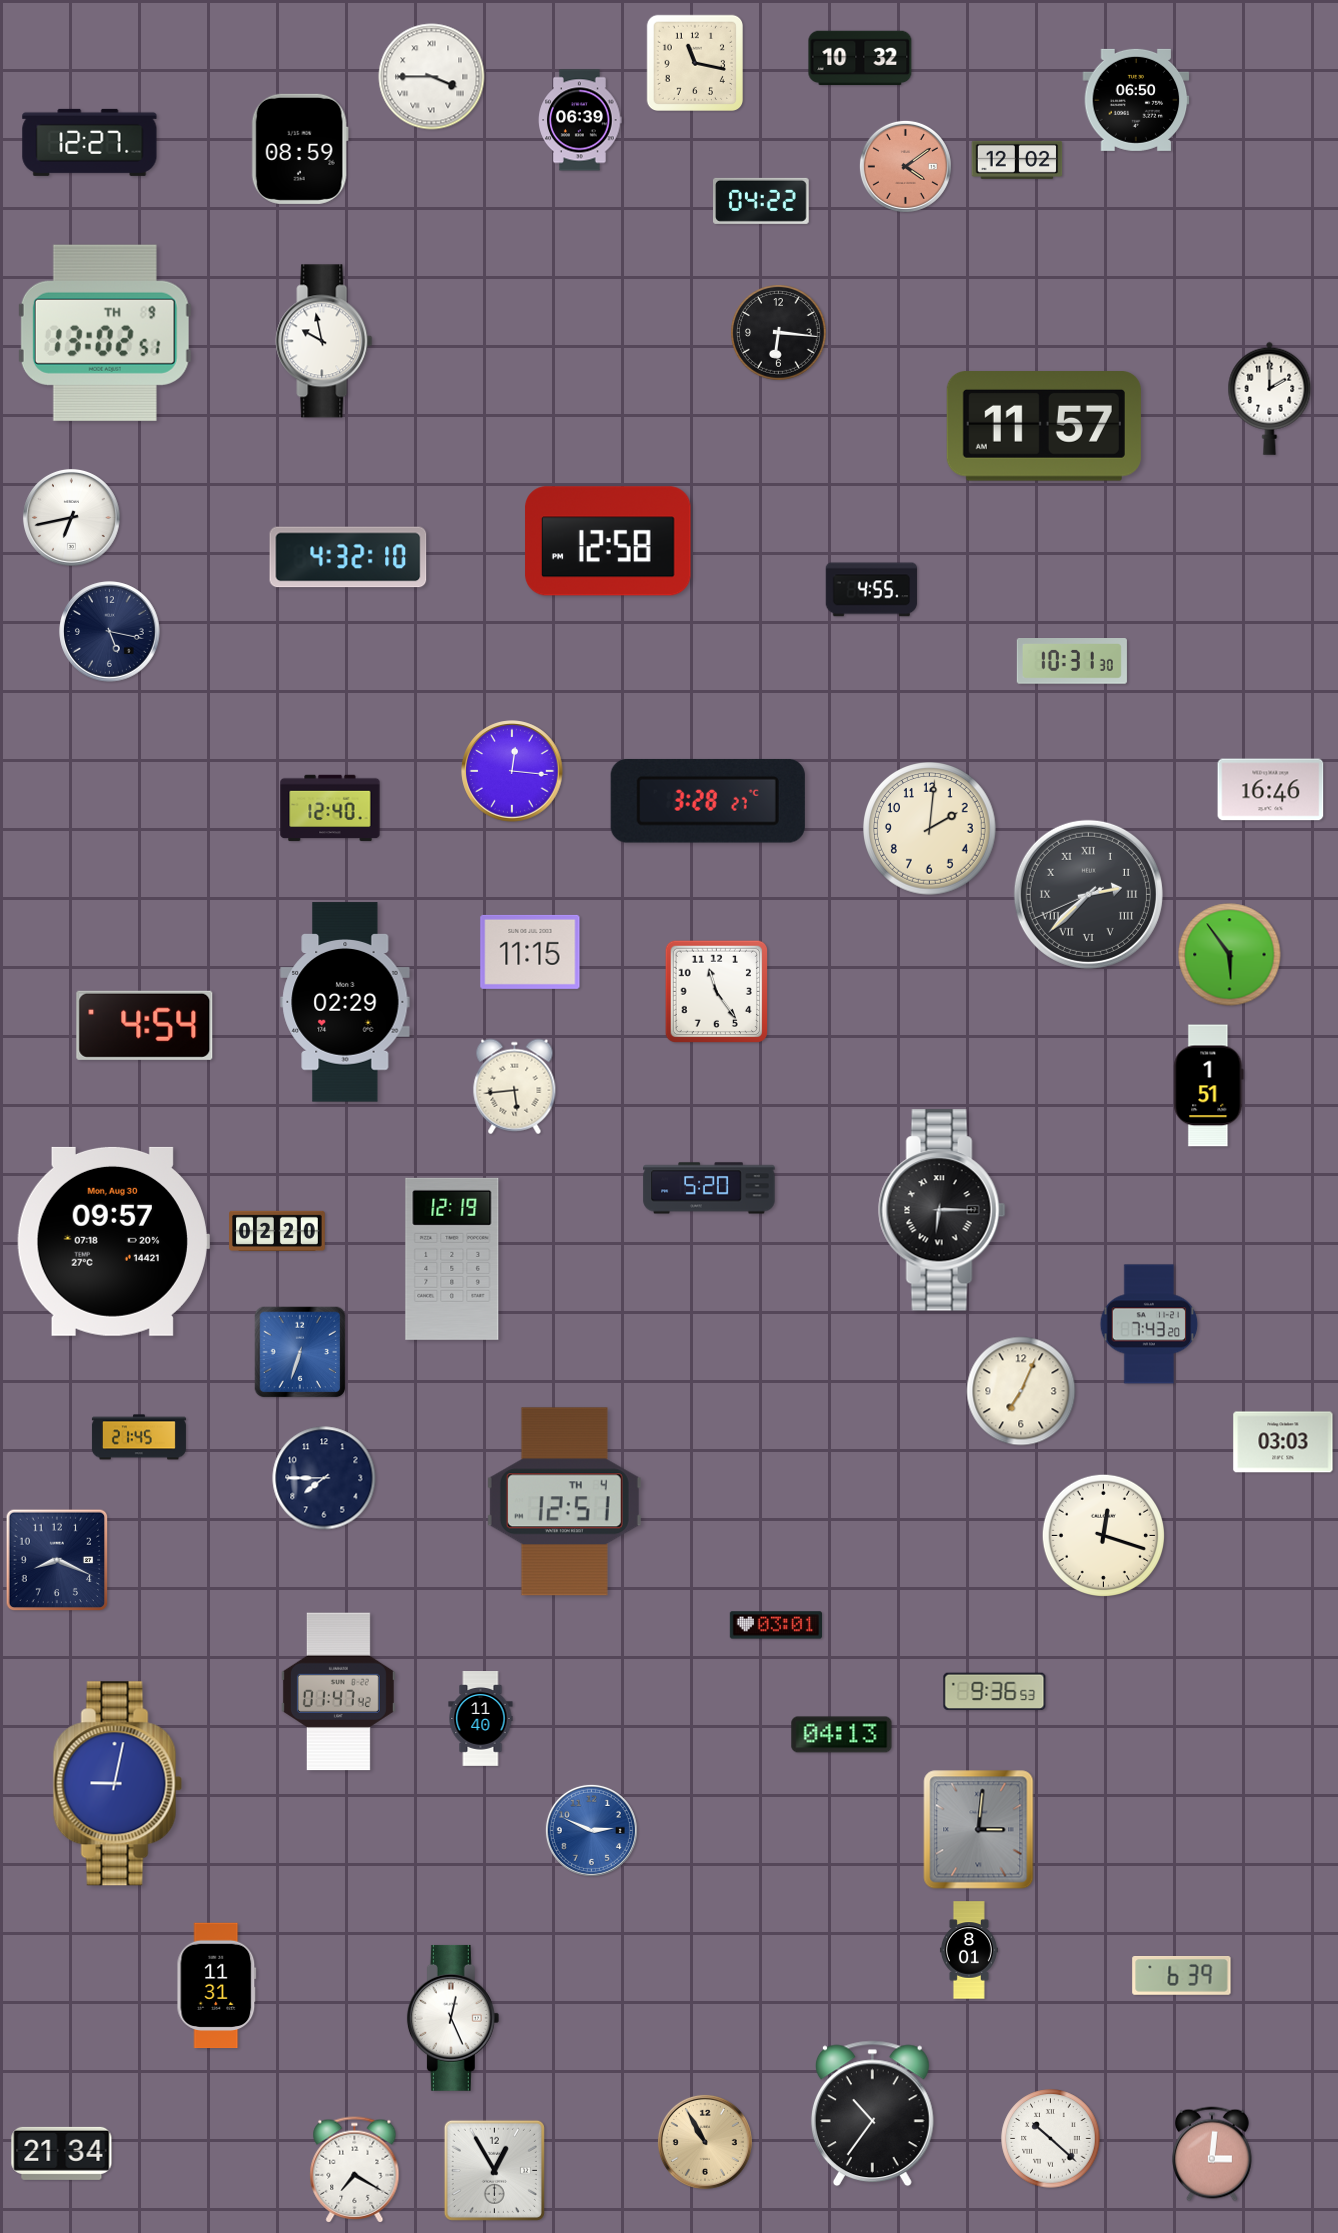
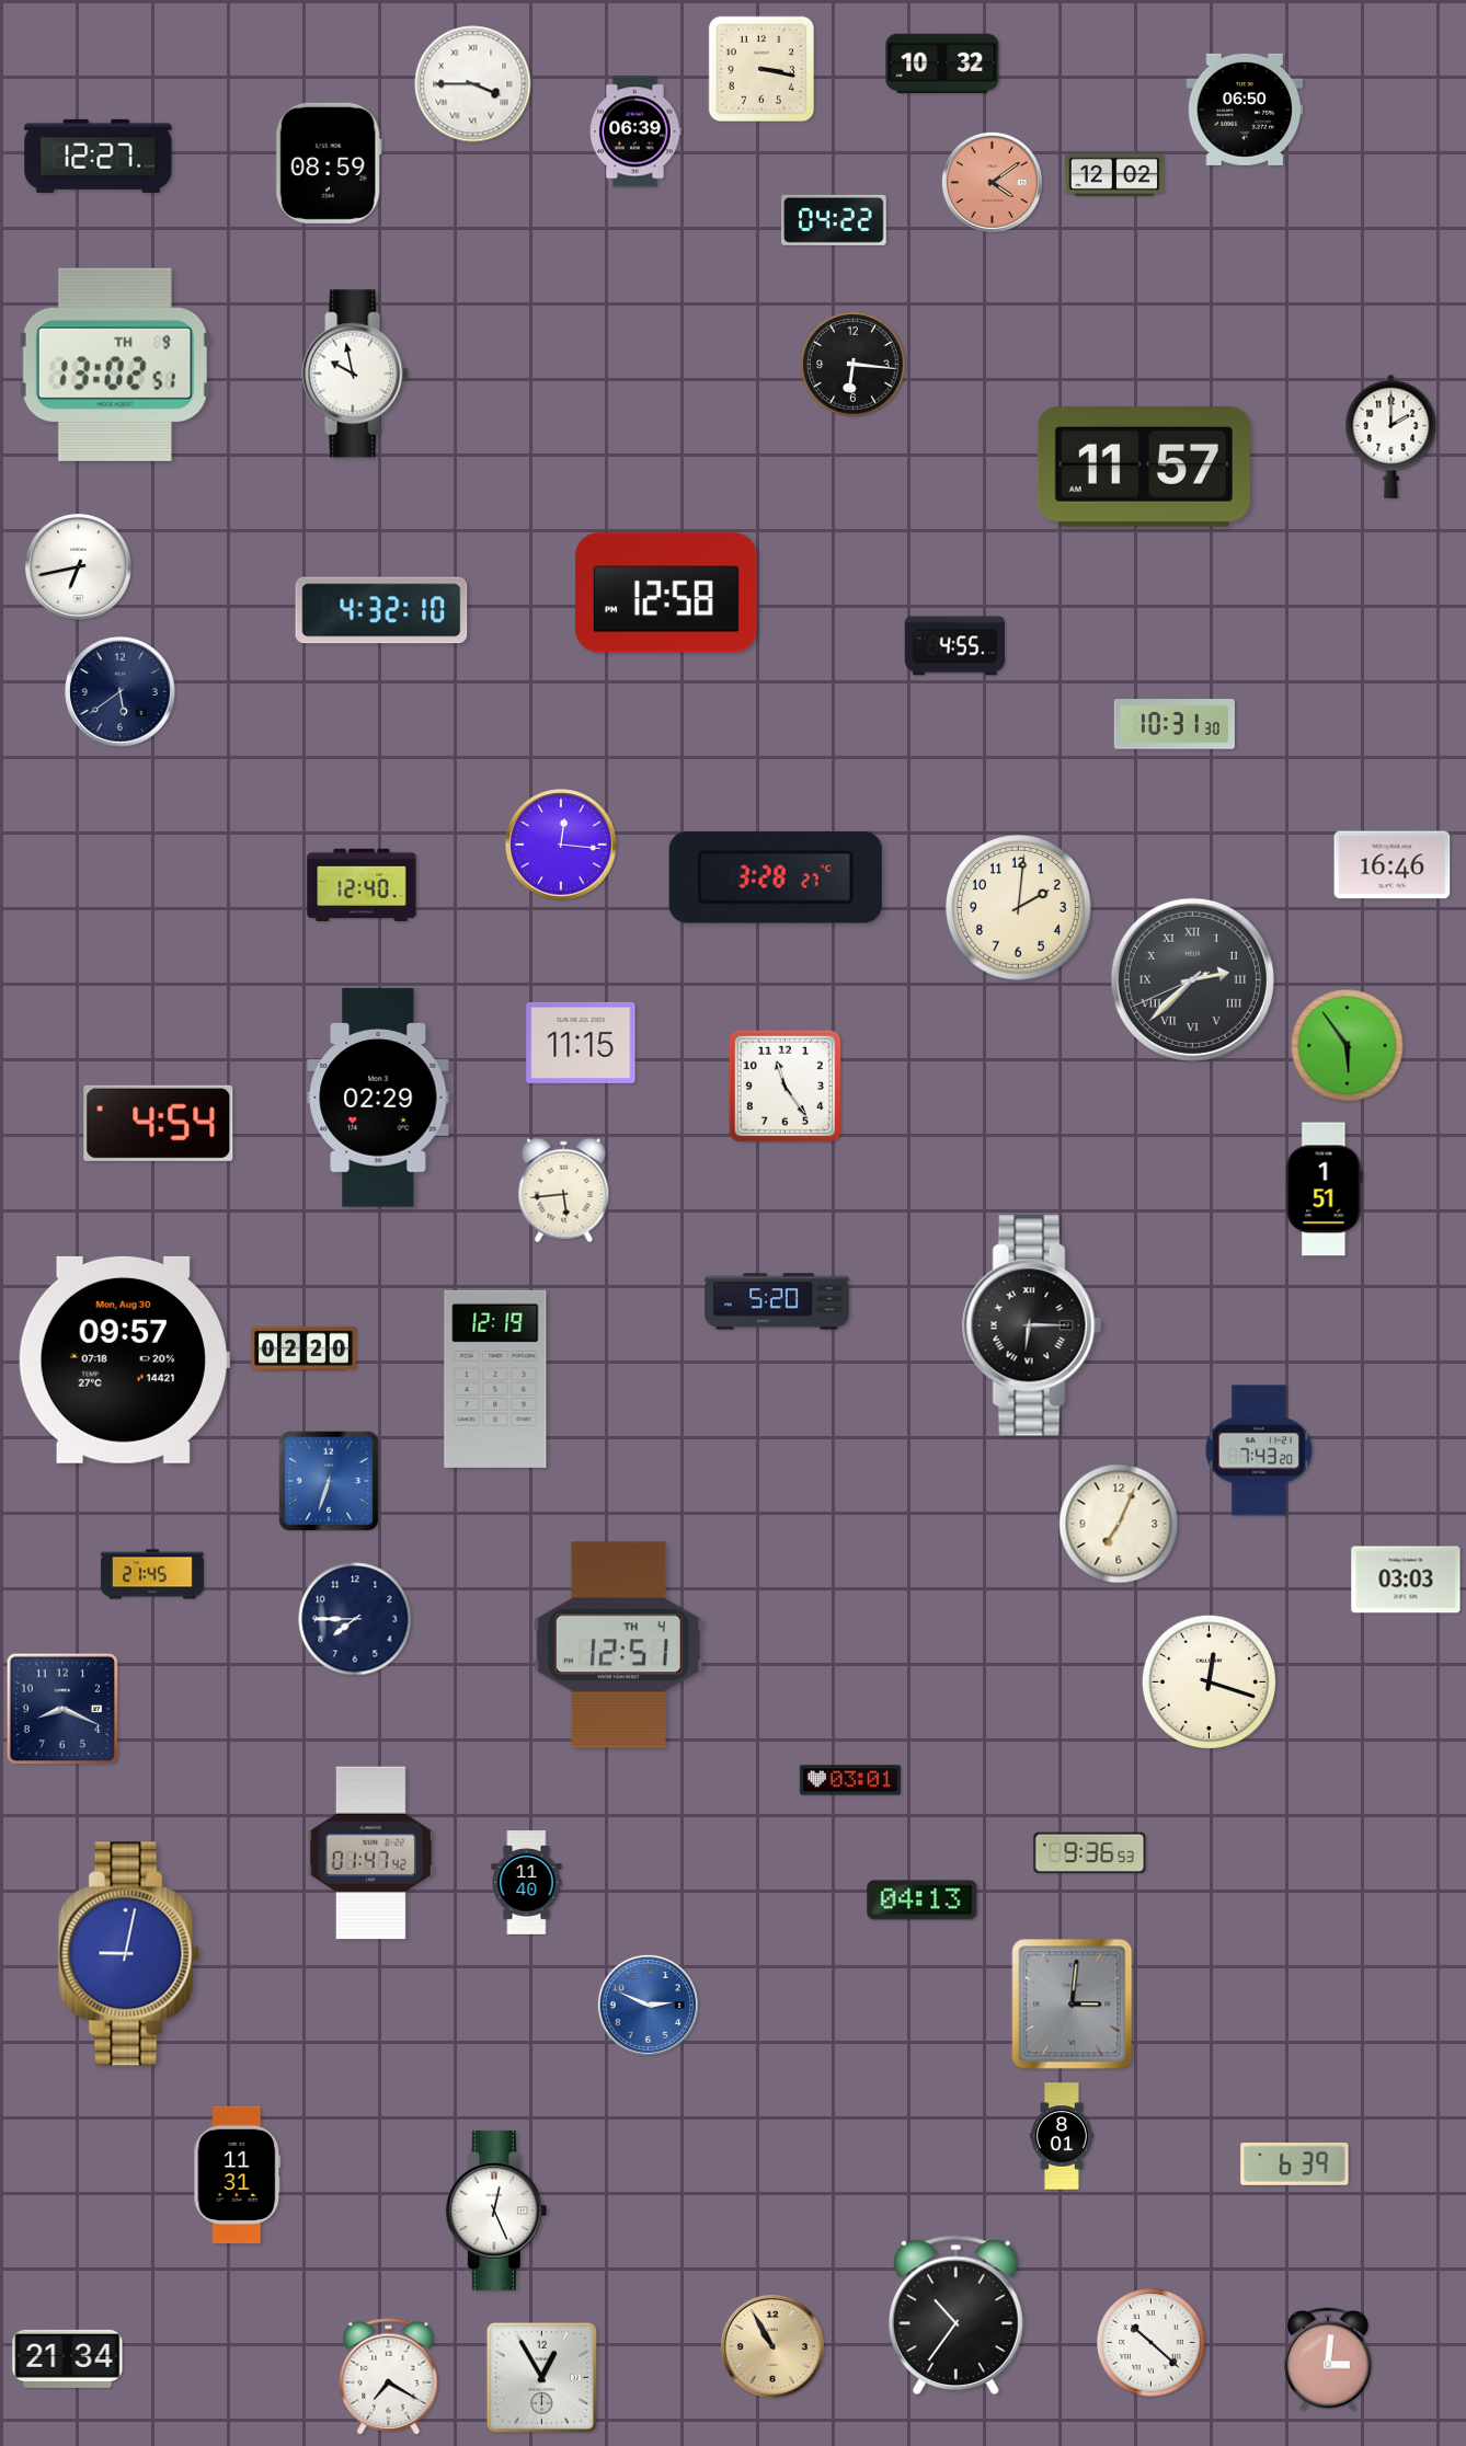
clock at (694, 62): 11:17 -> 3:17
clock at (110, 632): 5:17 -> 5:39
